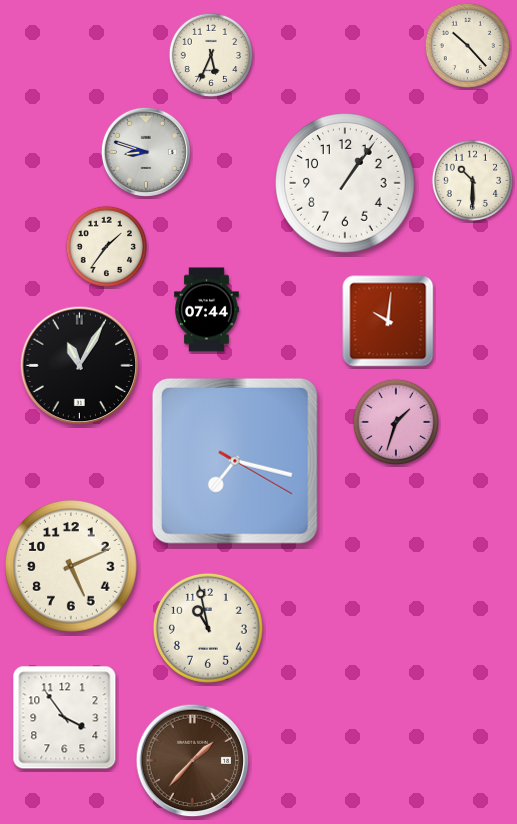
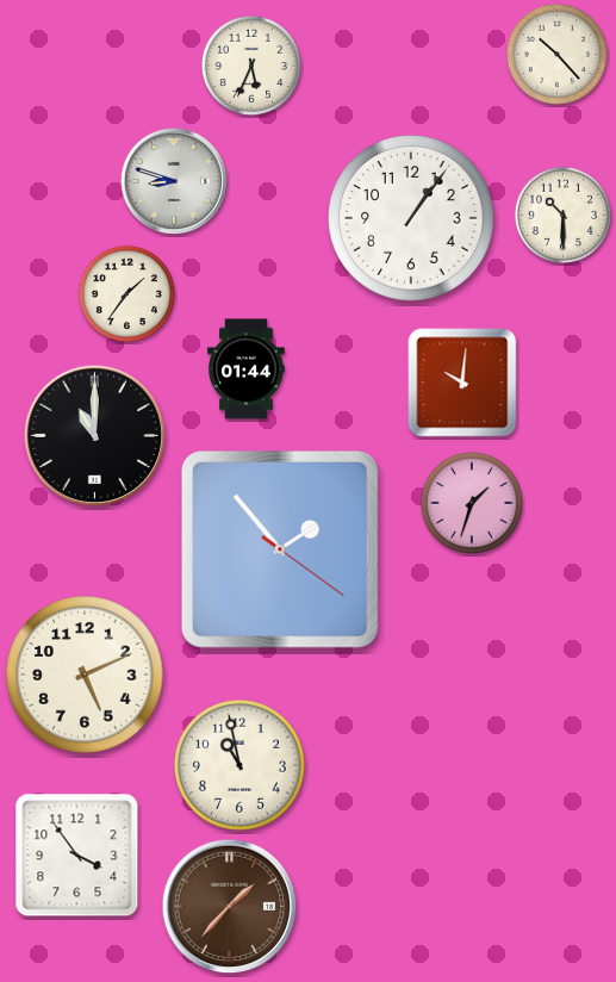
clock at (207, 310): 07:44 -> 01:44
clock at (80, 366): 11:05 -> 11:00
clock at (235, 461): 7:17 -> 1:53
clock at (208, 628) position: (208, 628) -> (239, 765)
